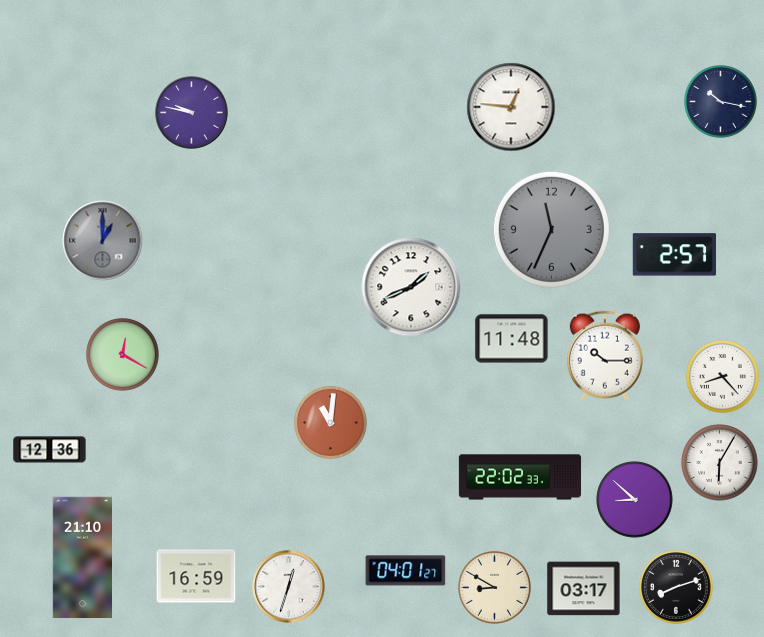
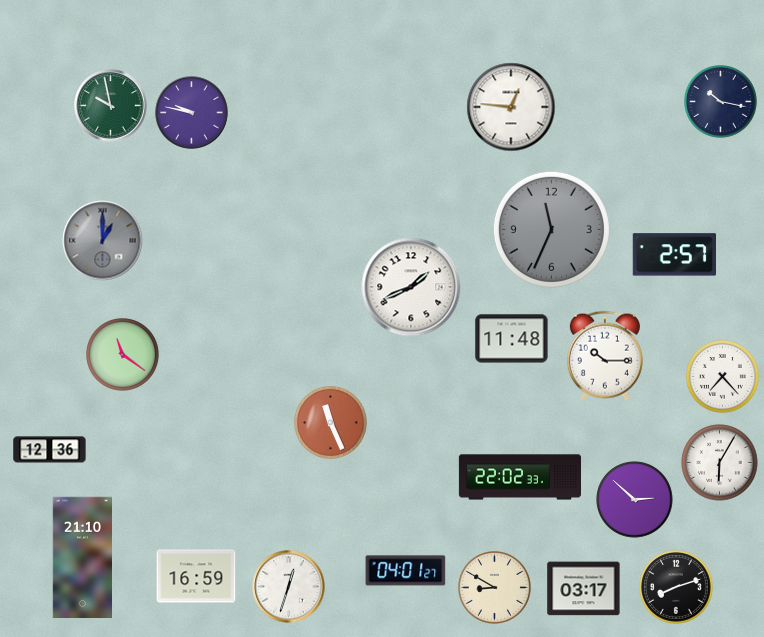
clock at (111, 106): none -> 9:58
clock at (123, 355): 12:20 -> 11:21
clock at (723, 377): 8:23 -> 7:23
clock at (331, 423): 11:01 -> 11:26
clock at (635, 500): 8:52 -> 2:52
